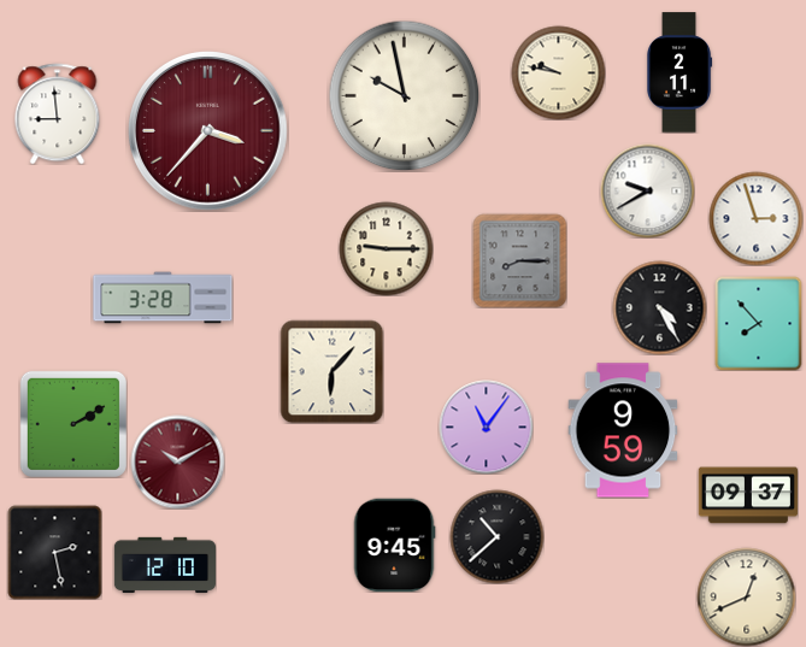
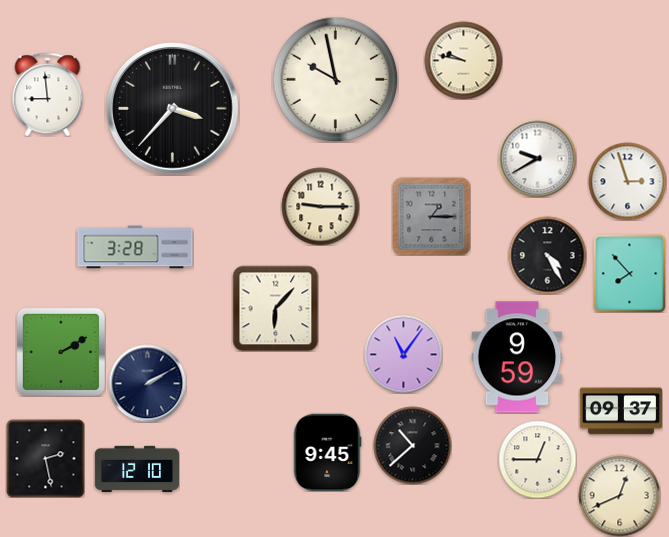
clock at (681, 72): 2:11 -> none
clock at (208, 131) dial: burgundy -> black
clock at (519, 260): 8:15 -> 1:15
clock at (759, 323) position: (759, 323) -> (630, 273)
clock at (177, 461): 10:10 -> 2:10
clock at (177, 461) dial: burgundy -> navy
clock at (537, 459): none -> 12:45
